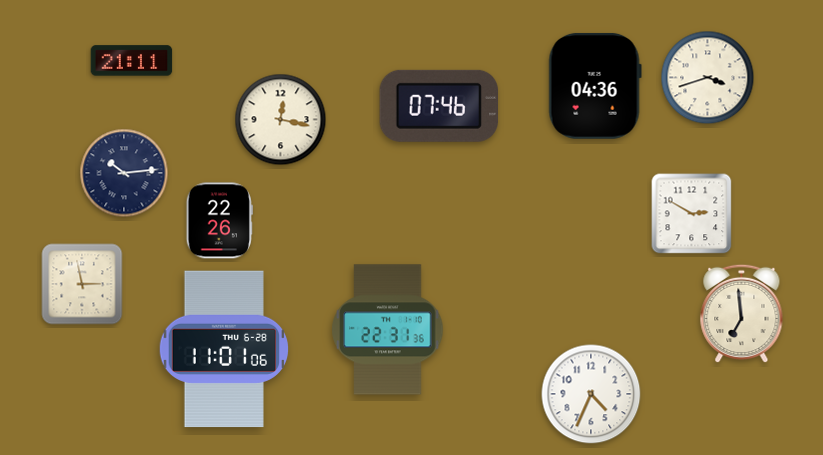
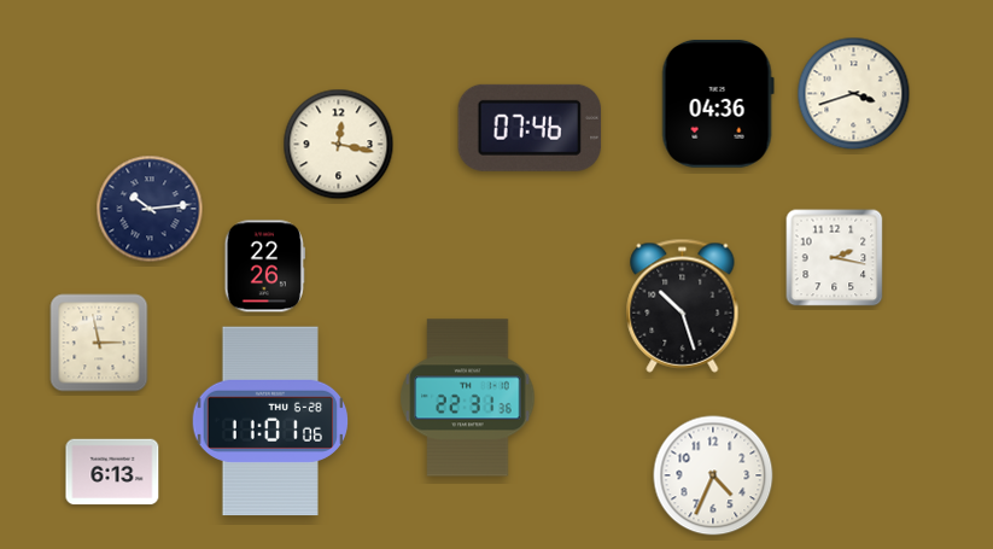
clock at (132, 61): 21:11 -> none
clock at (692, 214): 2:50 -> 2:17
clock at (683, 305): none -> 10:27
clock at (742, 314): 6:59 -> none
clock at (112, 472): none -> 6:13
